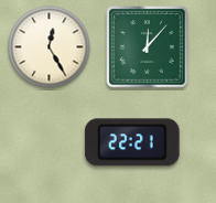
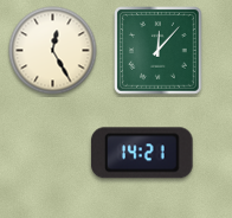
clock at (132, 142): 22:21 -> 14:21
